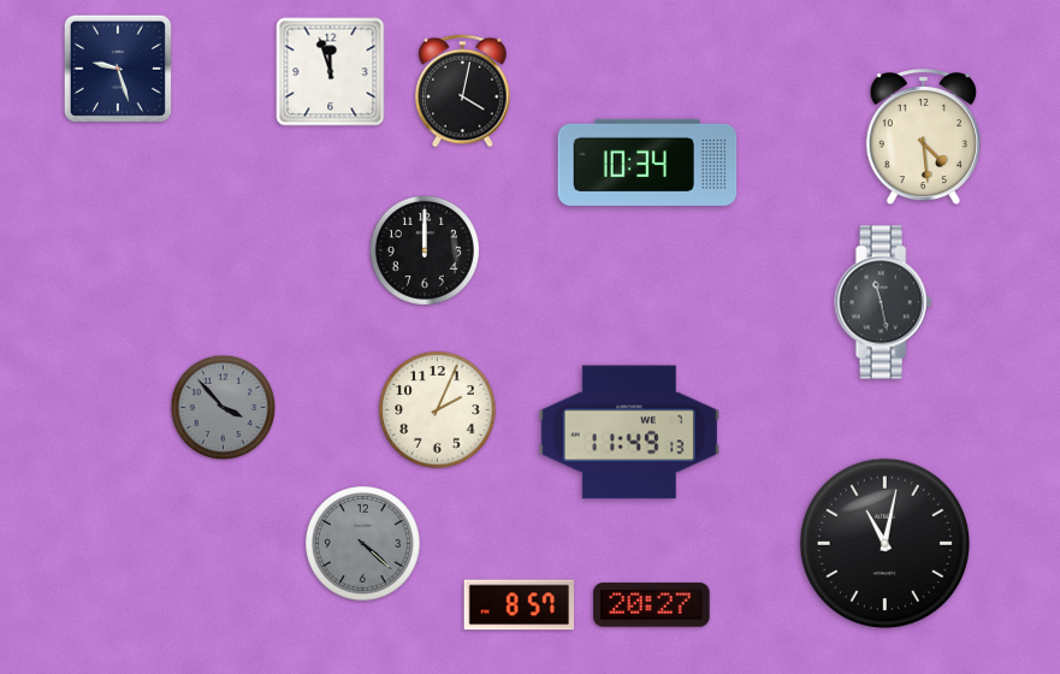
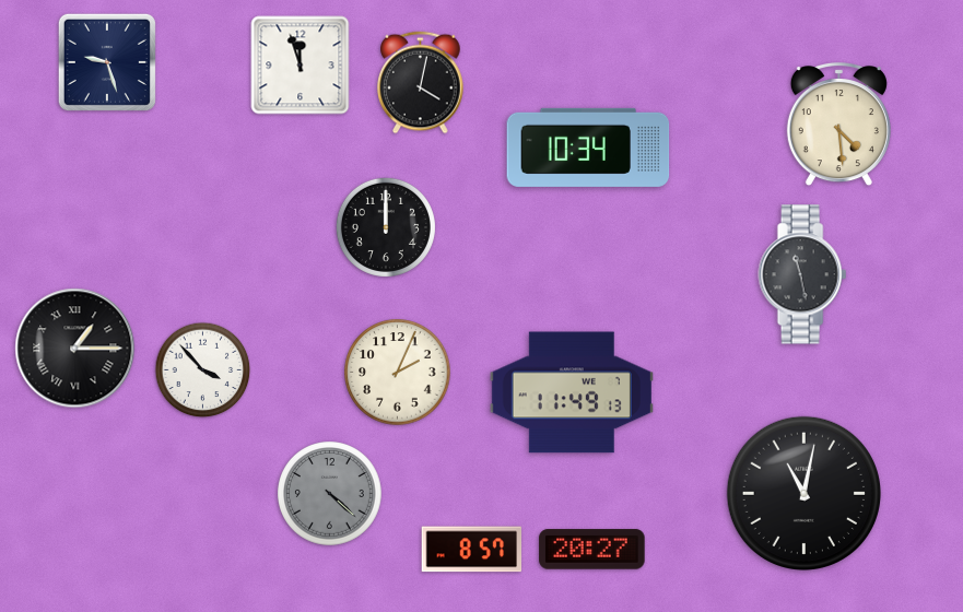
clock at (75, 349): none -> 1:15
clock at (224, 408) dial: grey -> white
